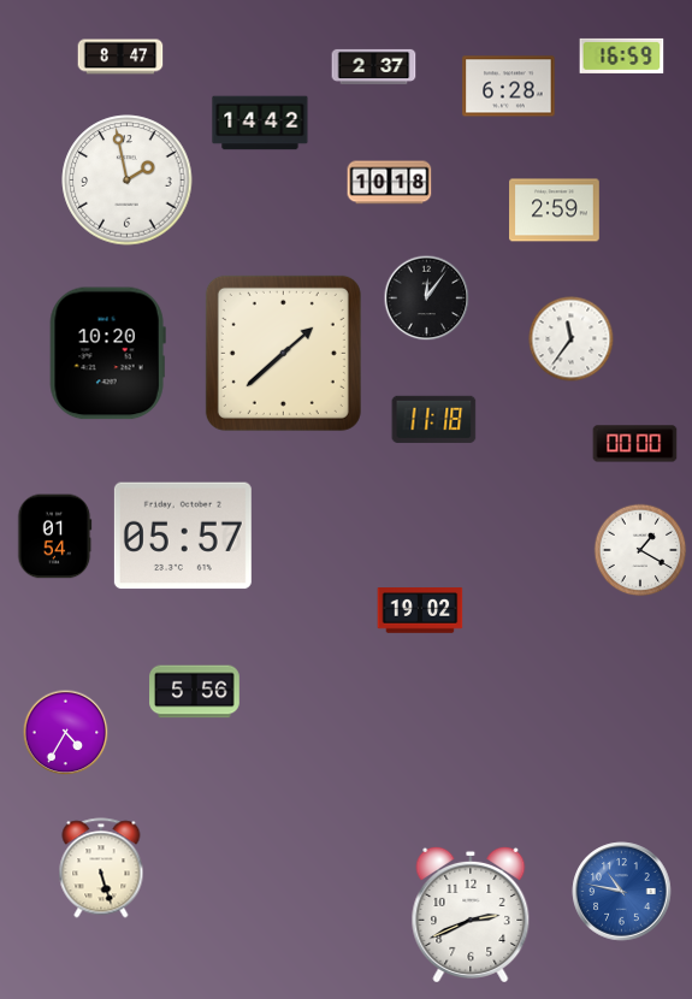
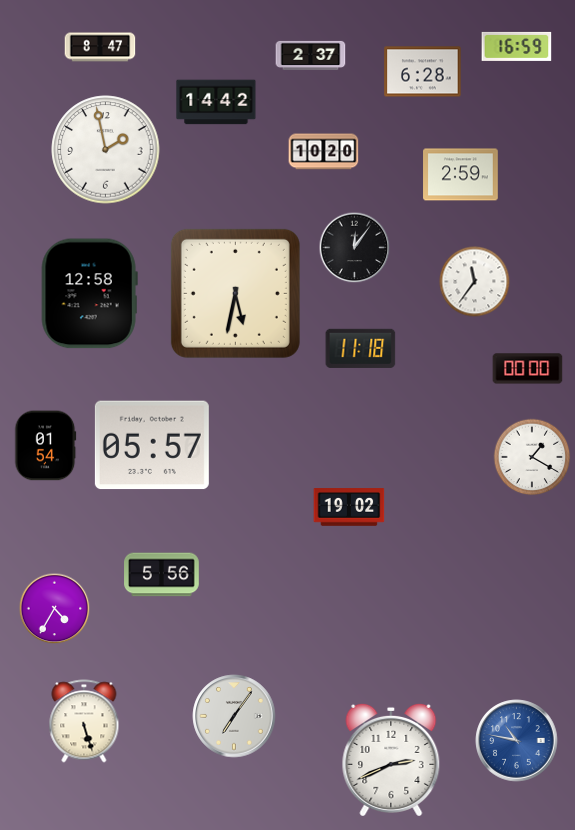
clock at (390, 183): 10:18 -> 10:20
clock at (283, 353): 1:38 -> 5:32
clock at (107, 354): 10:20 -> 12:58
clock at (234, 716): none -> 7:06
